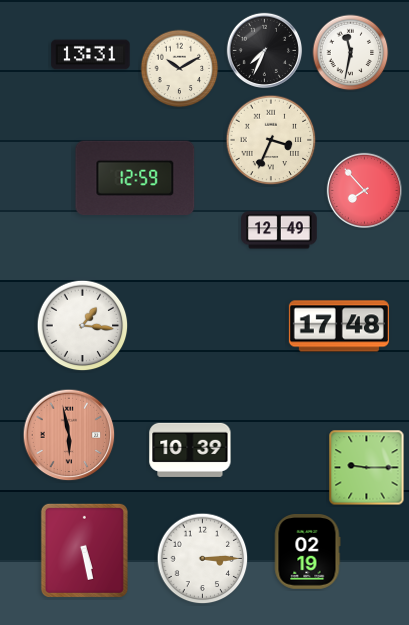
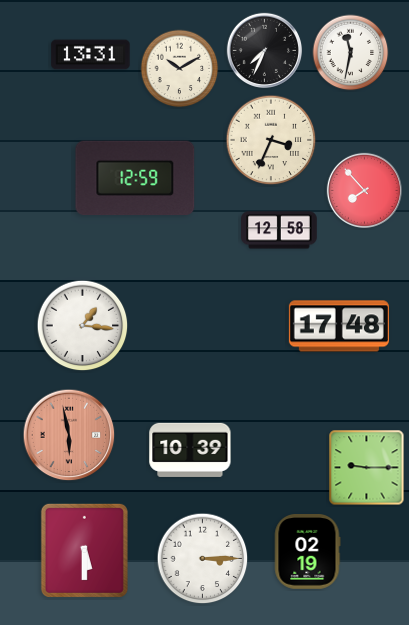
clock at (279, 230): 12:49 -> 12:58
clock at (84, 550): 5:28 -> 5:30
